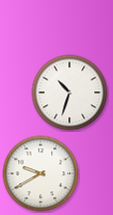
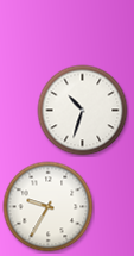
clock at (41, 174): 9:40 -> 9:35
